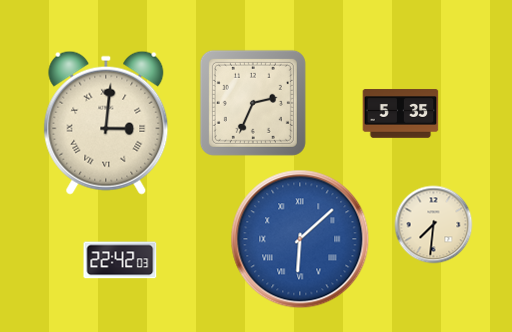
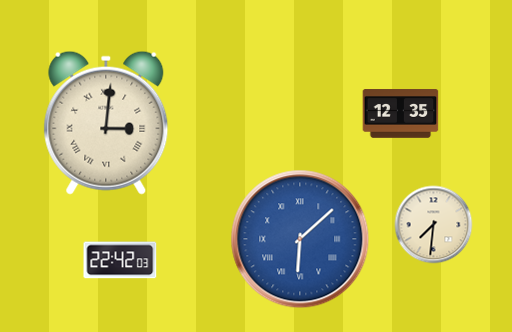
clock at (253, 103): 2:34 -> none
clock at (401, 114): 5:35 -> 12:35
